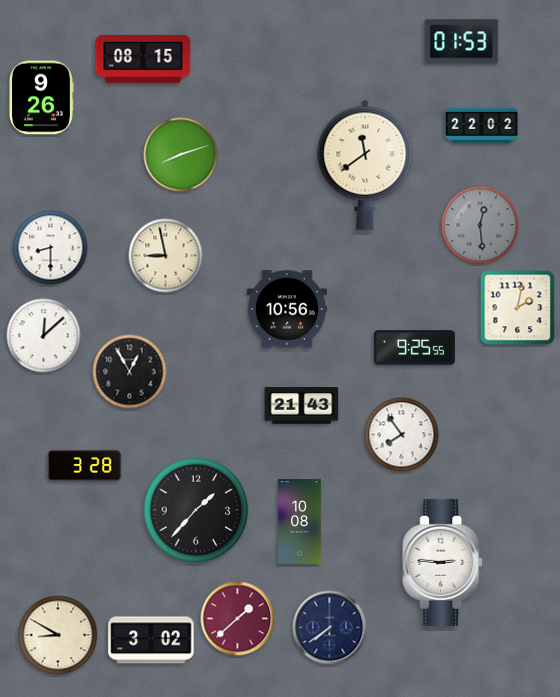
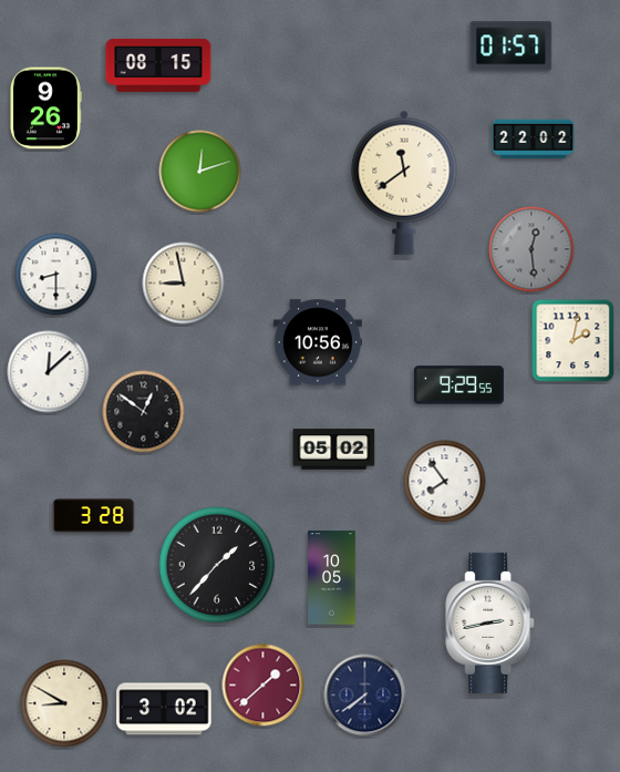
clock at (462, 42): 01:53 -> 01:57
clock at (181, 155): 8:12 -> 12:12
clock at (414, 348): 9:25 -> 9:29
clock at (130, 372): 12:55 -> 12:51
clock at (302, 406): 21:43 -> 05:02
clock at (300, 522): 10:08 -> 10:05
clock at (443, 562): 2:46 -> 2:43
clock at (151, 640) position: (151, 640) -> (164, 709)
